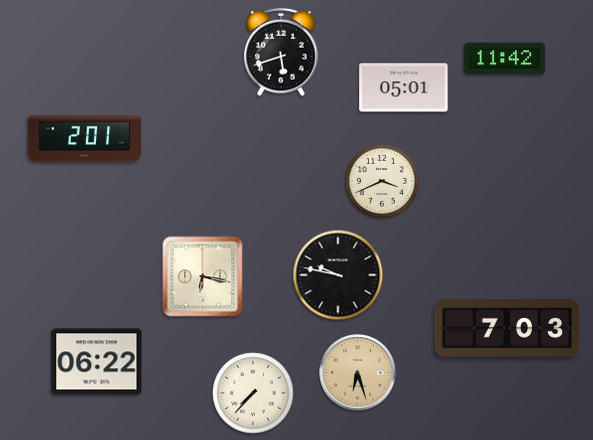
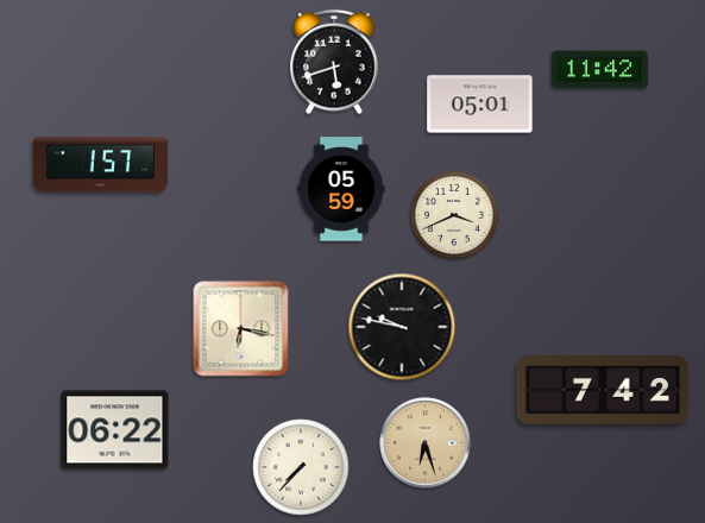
clock at (85, 139): 2:01 -> 1:57
clock at (341, 189): none -> 05:59
clock at (506, 328): 7:03 -> 7:42
